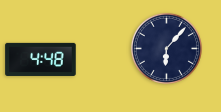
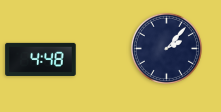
clock at (166, 48): 6:07 -> 2:07
